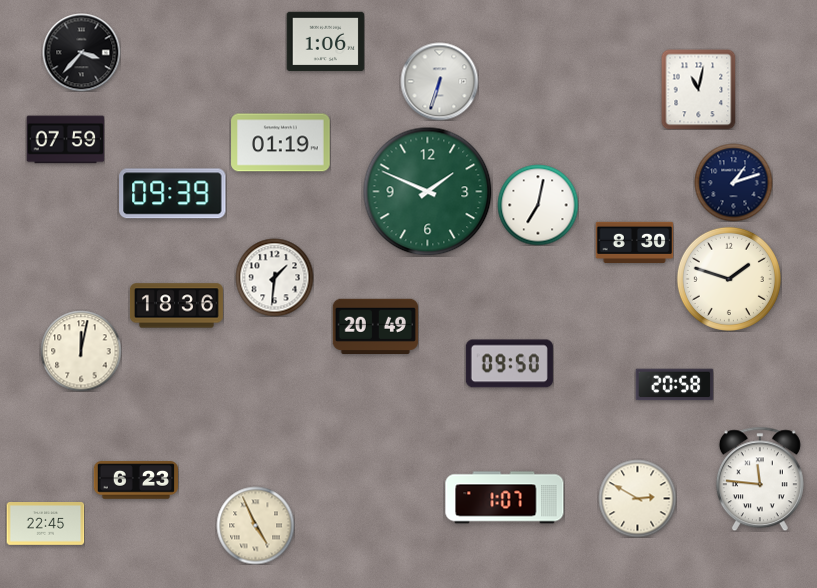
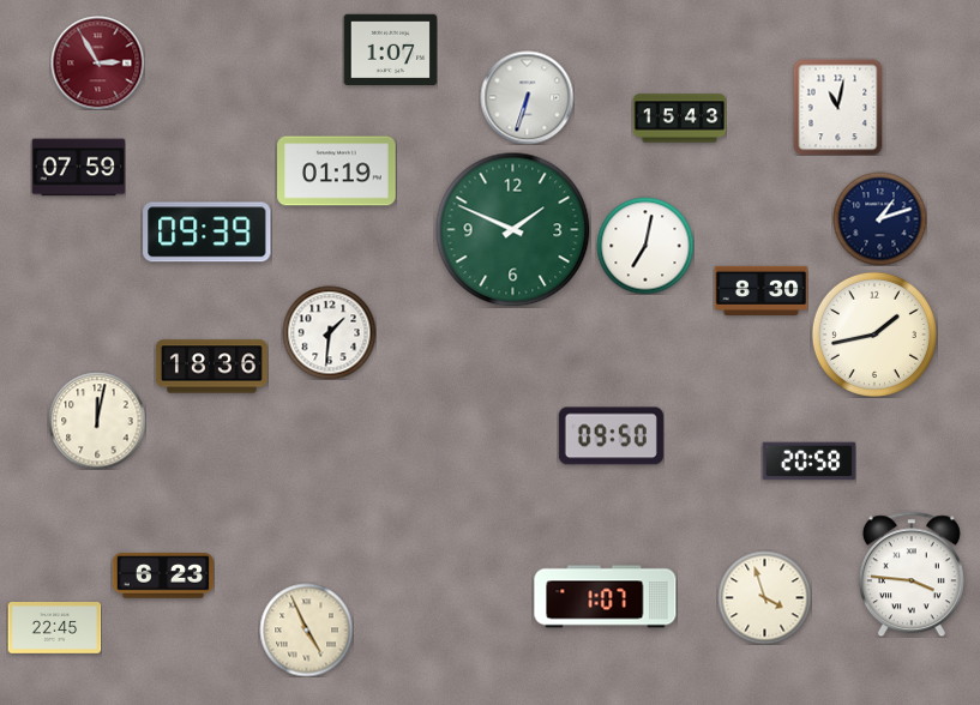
clock at (325, 42): 1:06 -> 1:07
clock at (81, 52): 3:37 -> 2:55
clock at (81, 52) dial: black -> burgundy
clock at (679, 119): none -> 15:43
clock at (729, 279): 1:48 -> 1:43
clock at (375, 326): 20:49 -> none
clock at (760, 479): 11:46 -> 3:46
clock at (637, 498): 2:50 -> 3:57
